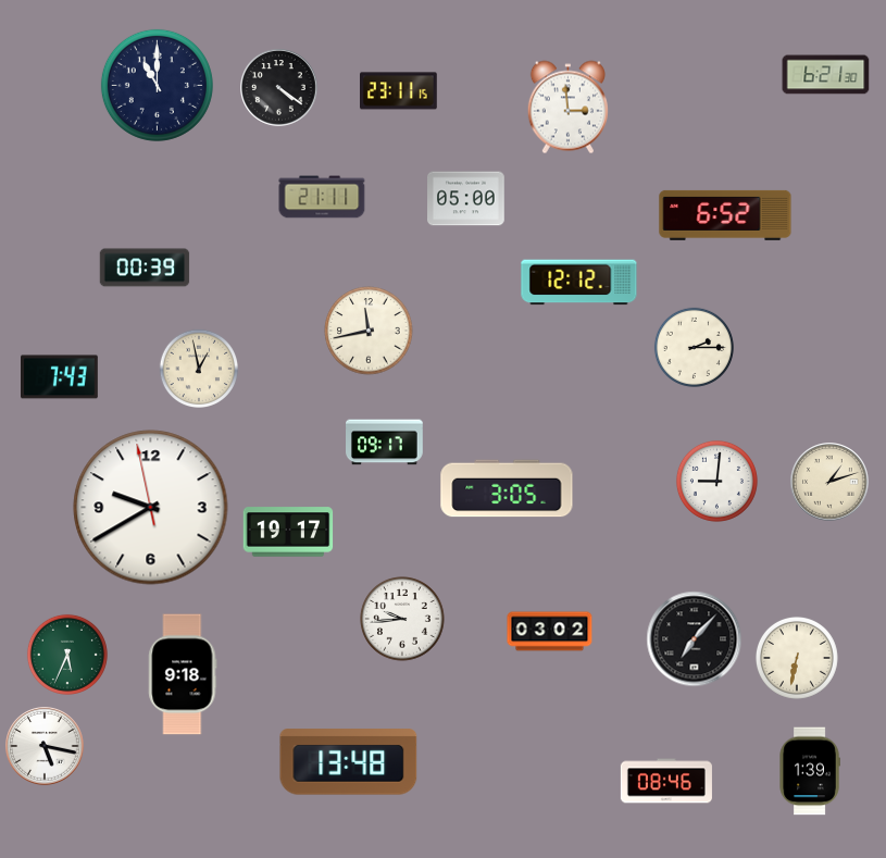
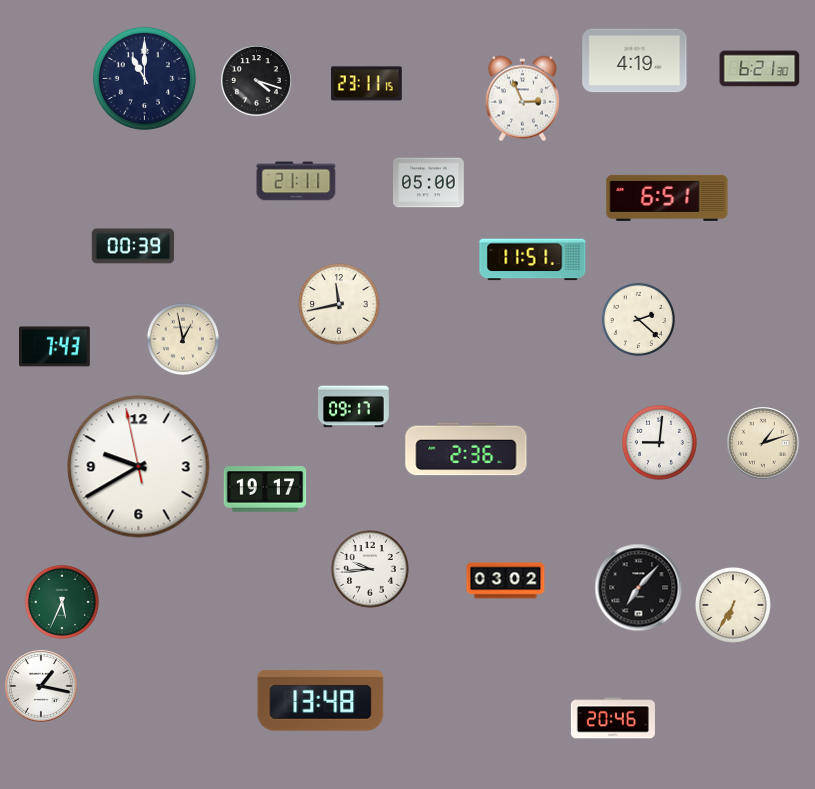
clock at (635, 61): none -> 4:19
clock at (279, 88): 4:21 -> 4:18
clock at (567, 108): 2:59 -> 2:56
clock at (725, 215): 6:52 -> 6:51
clock at (579, 283): 12:12 -> 11:51
clock at (694, 347): 2:15 -> 2:22
clock at (507, 488): 3:05 -> 2:36
clock at (797, 658): 6:32 -> 6:35
clock at (183, 674): 9:18 -> none
clock at (45, 746): 5:17 -> 1:17
clock at (810, 771): 1:39 -> none
clock at (666, 781): 08:46 -> 20:46
